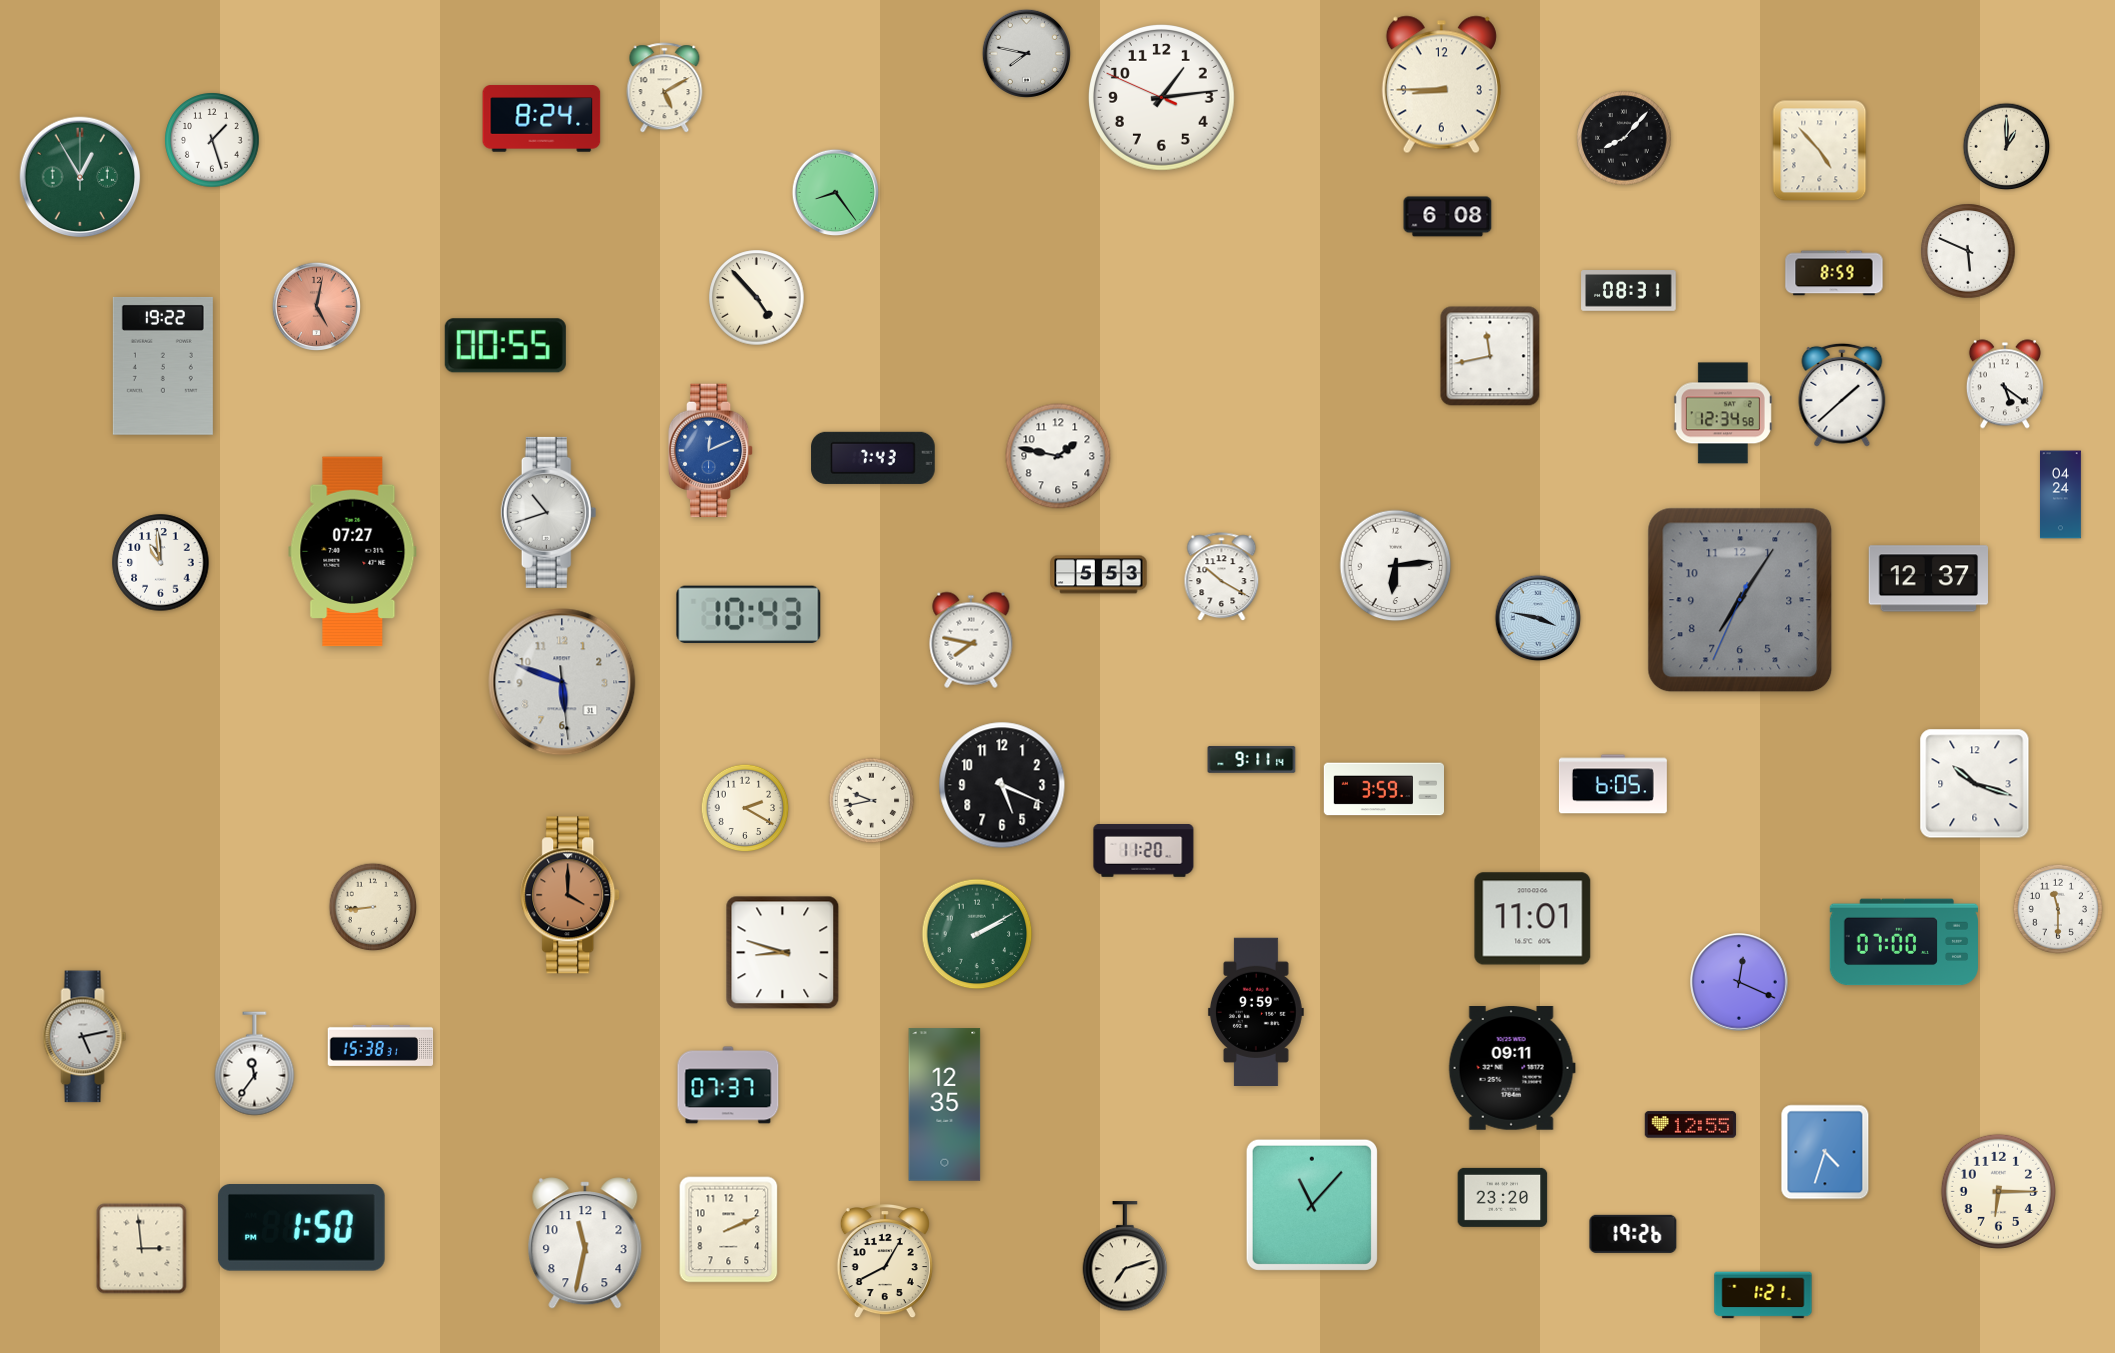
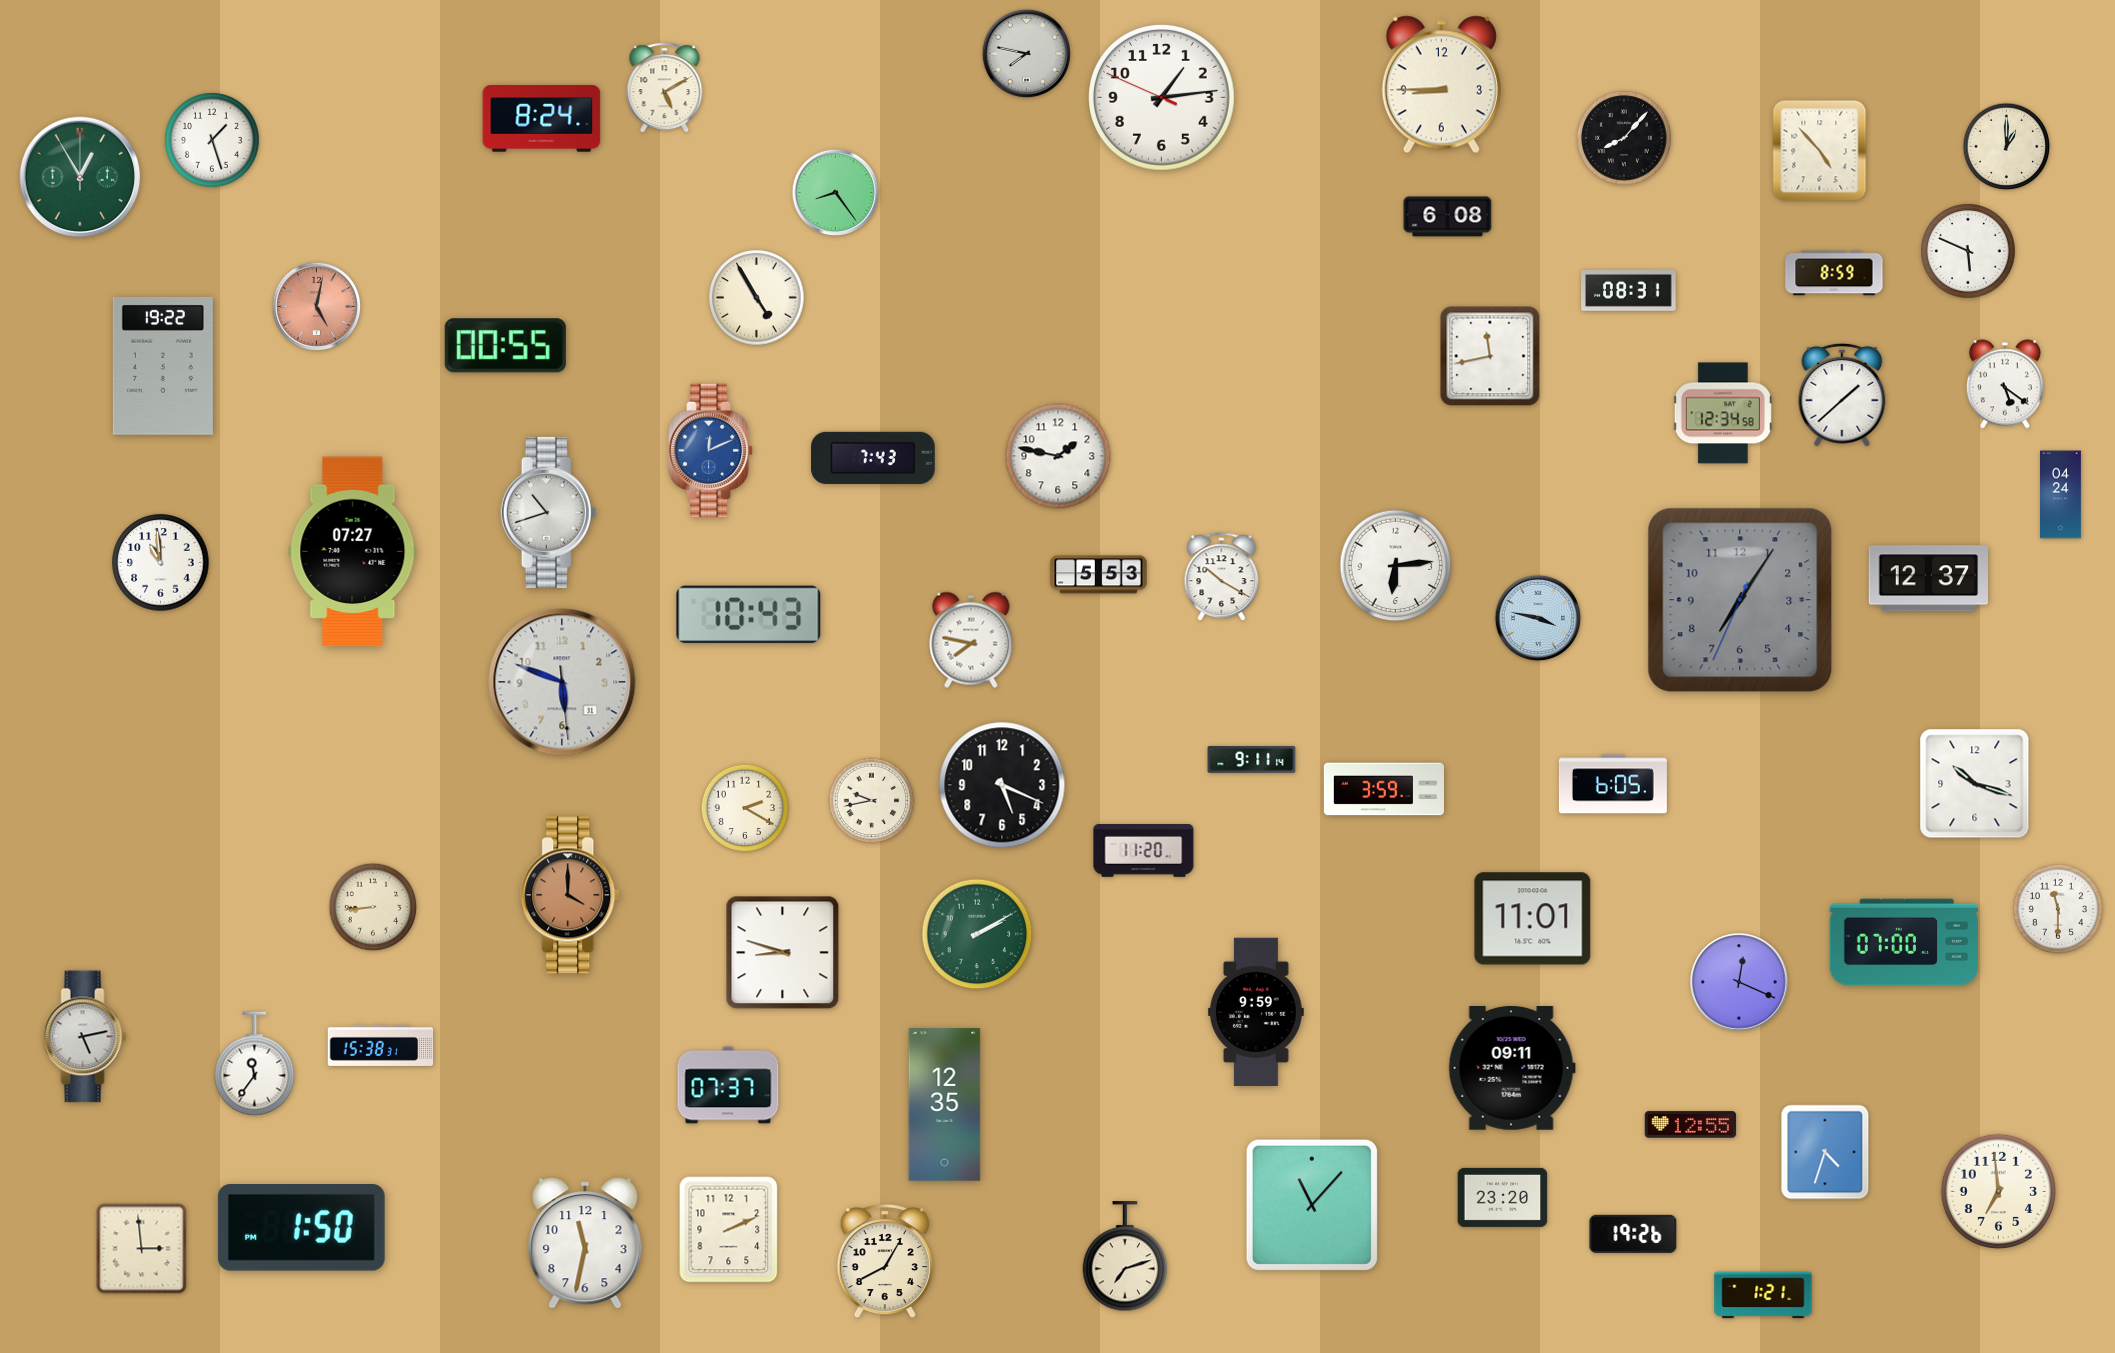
clock at (757, 298): 4:53 -> 4:55
clock at (1998, 1191): 6:15 -> 6:59
